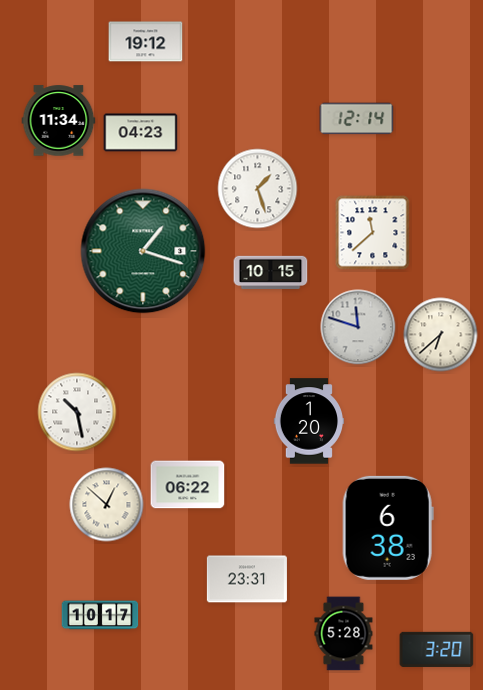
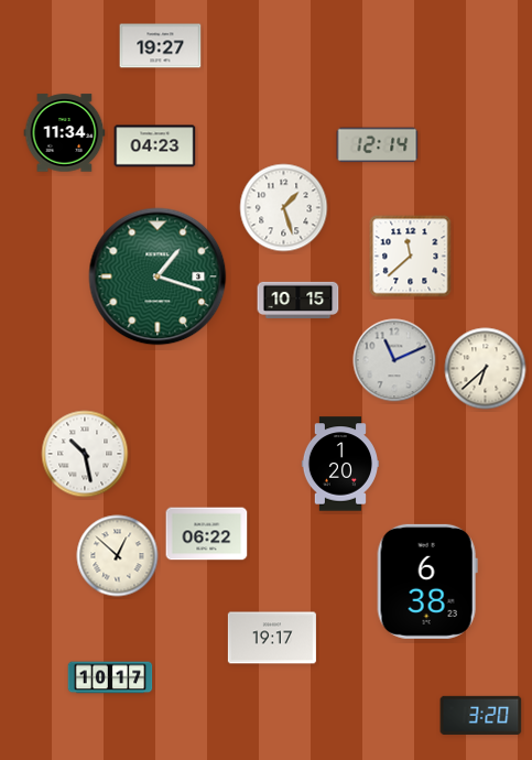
clock at (146, 42): 19:12 -> 19:27
clock at (357, 119) position: (357, 119) -> (378, 145)
clock at (358, 327): 11:48 -> 11:11
clock at (247, 579): 23:31 -> 19:17
clock at (344, 634): 5:28 -> none
